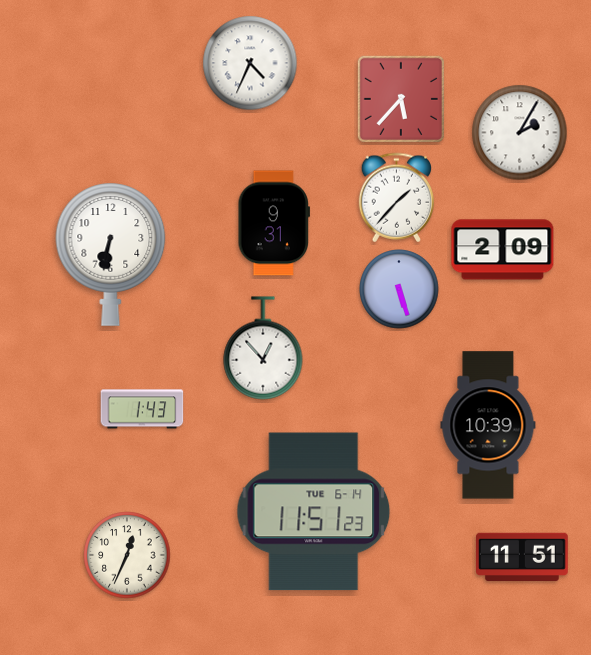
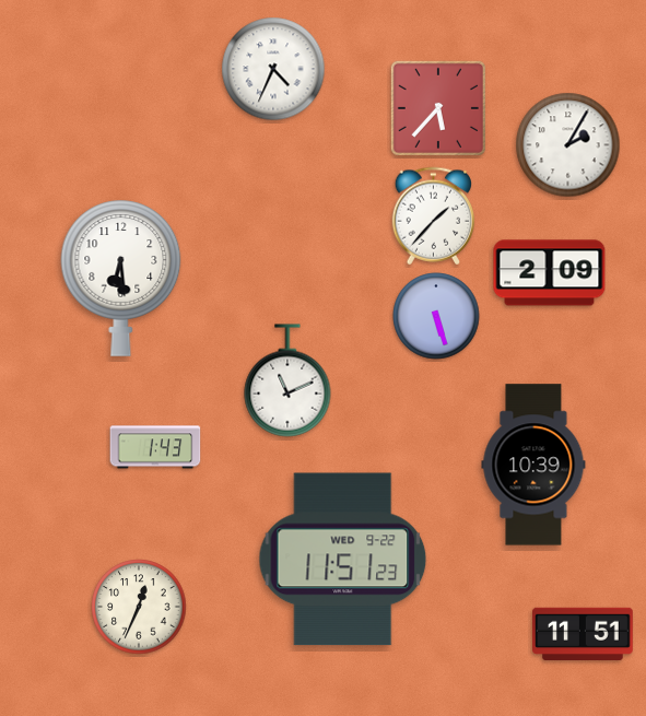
clock at (273, 223): 9:31 -> none
clock at (111, 254): 6:32 -> 6:29
clock at (263, 348): 12:53 -> 11:11
clock at (314, 512) date: TUE 6-14 -> WED 9-22
clock at (522, 556) position: (522, 556) -> (583, 633)
